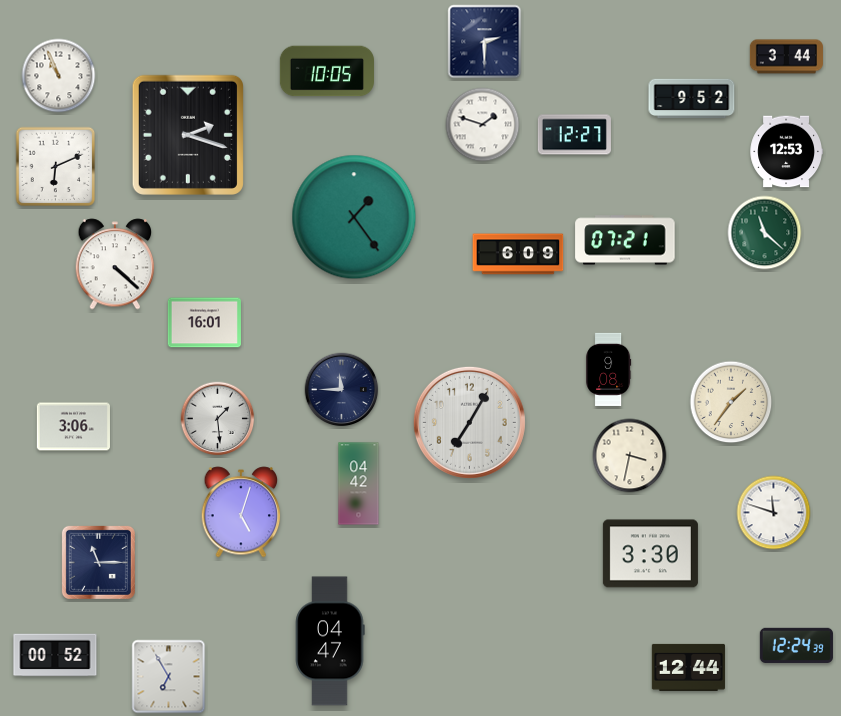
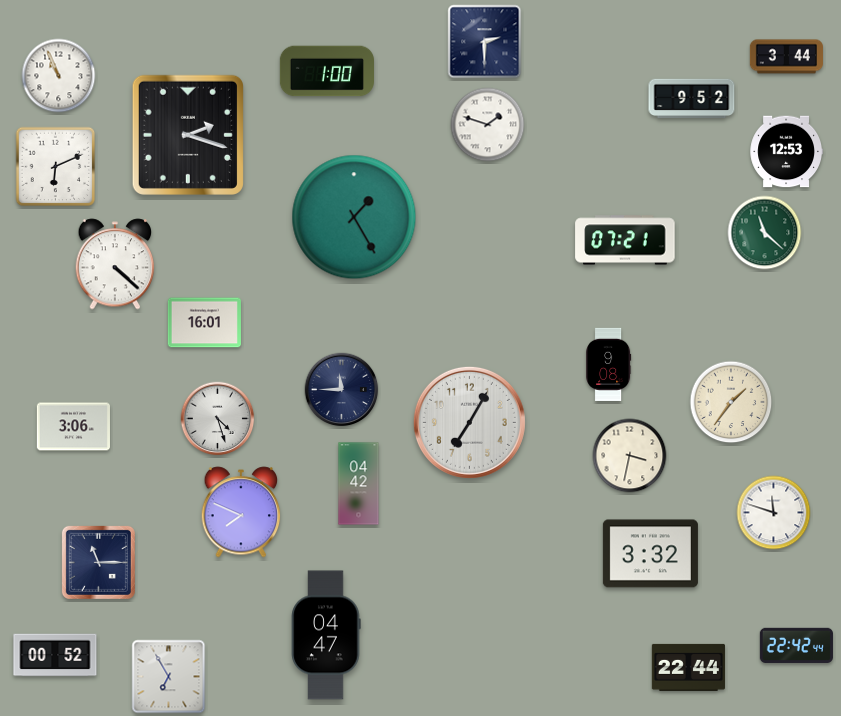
clock at (326, 71): 10:05 -> 1:00
clock at (483, 125) position: (483, 125) -> (488, 125)
clock at (574, 135): 12:27 -> none
clock at (354, 217): 1:24 -> 1:25
clock at (518, 254): 6:09 -> none
clock at (609, 369) position: (609, 369) -> (609, 364)
clock at (218, 419): 1:29 -> 4:27
clock at (241, 512): 5:03 -> 7:49
clock at (650, 554): 3:30 -> 3:32
clock at (330, 641) position: (330, 641) -> (326, 635)
clock at (796, 645): 12:24 -> 22:42
clock at (688, 667): 12:44 -> 22:44
